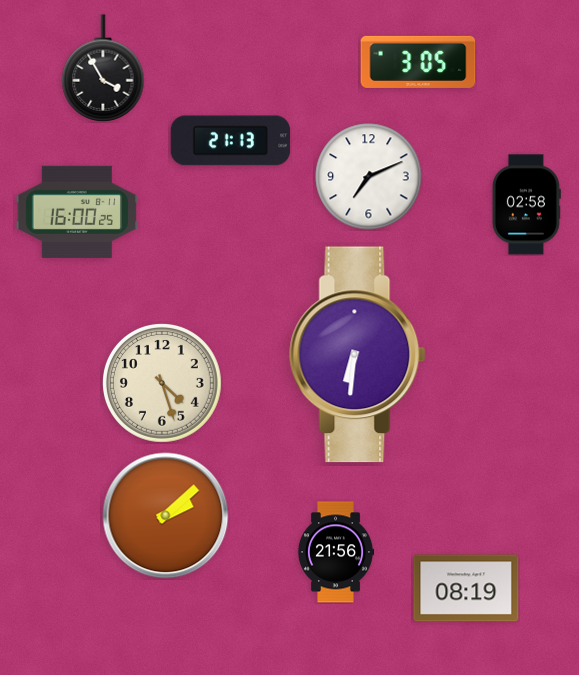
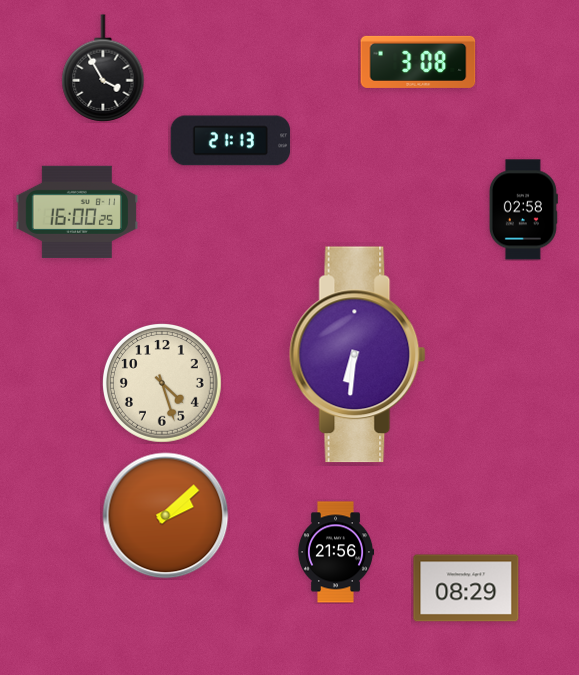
clock at (418, 62): 3:05 -> 3:08
clock at (369, 177): 7:11 -> none
clock at (526, 205) position: (526, 205) -> (523, 210)
clock at (466, 588): 08:19 -> 08:29
